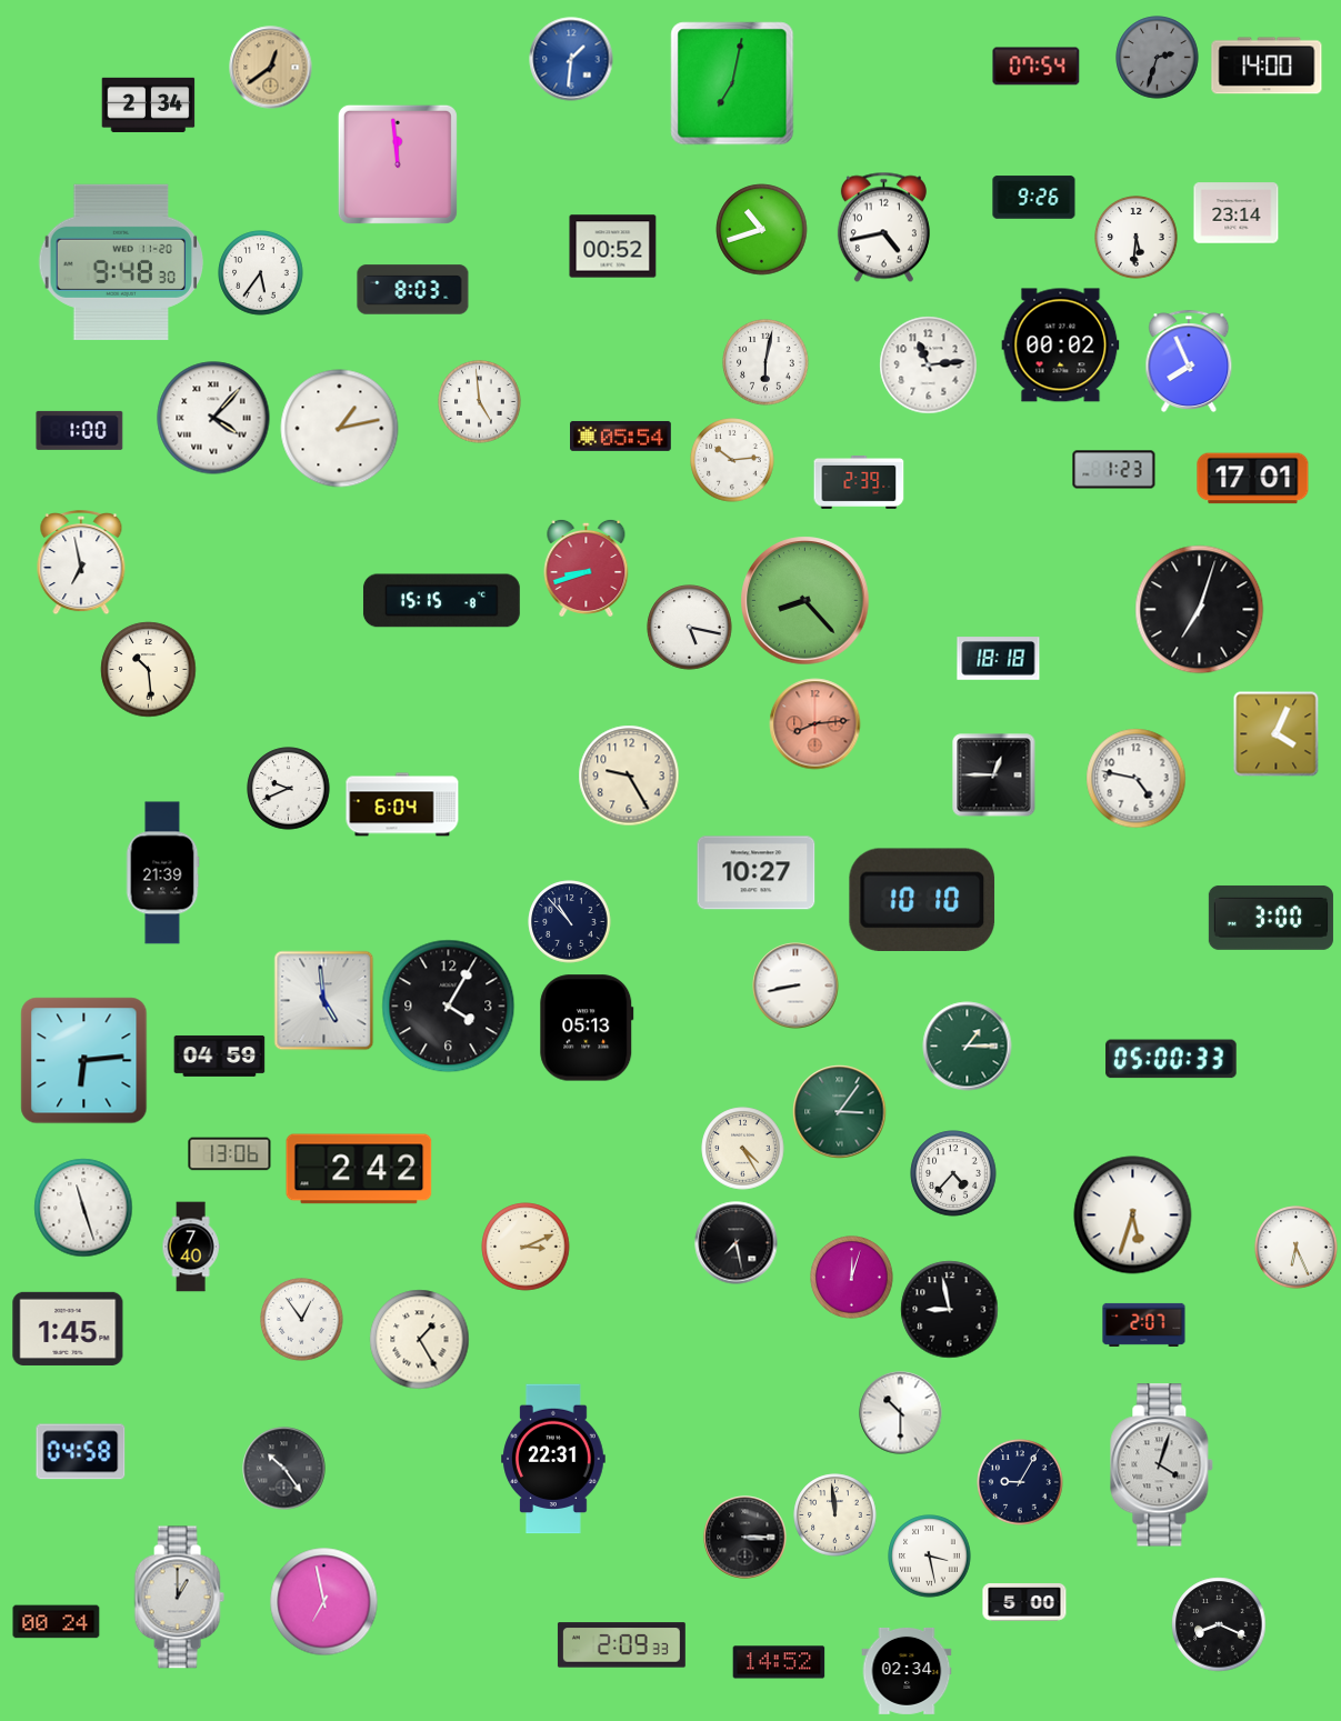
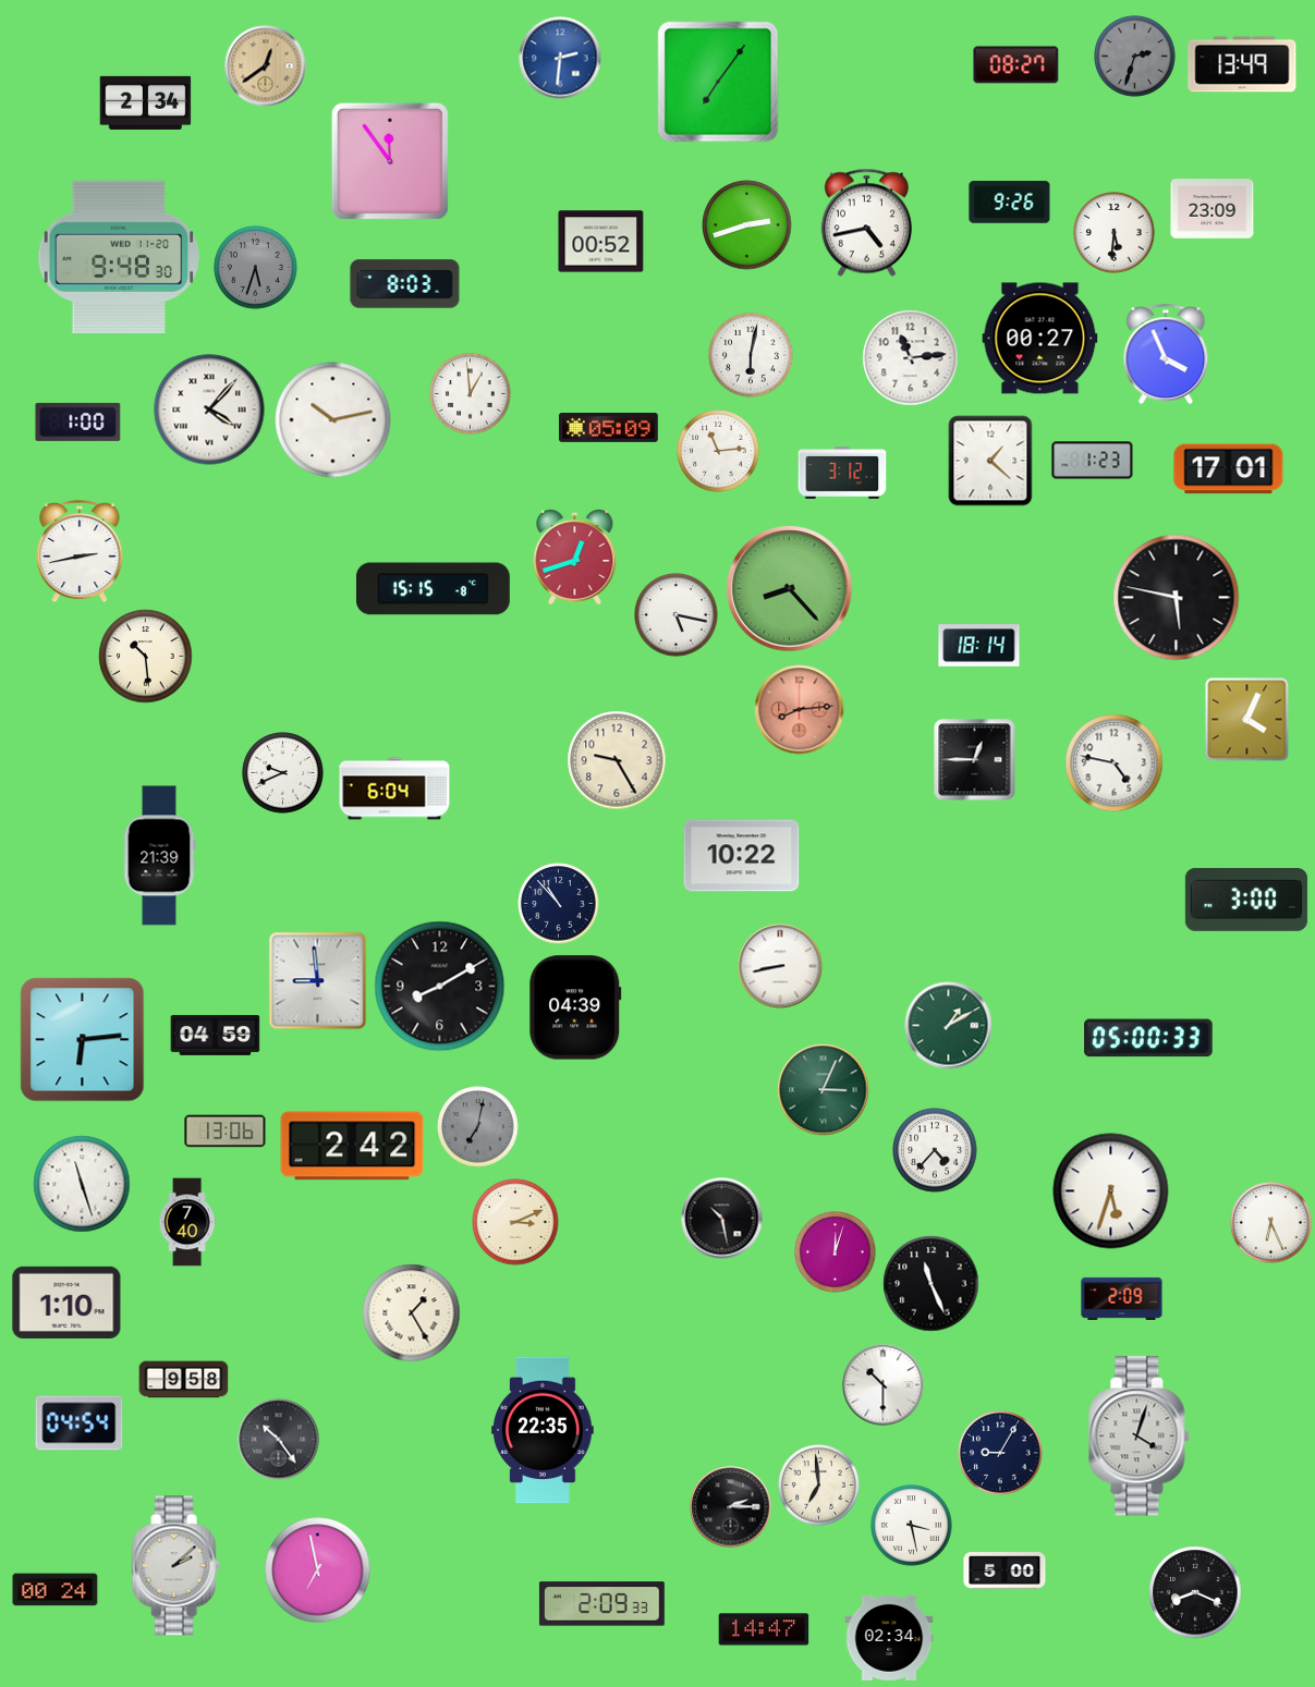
clock at (571, 59): 1:31 -> 2:31
clock at (1267, 66): 14:00 -> 13:49
clock at (1037, 67): 07:54 -> 08:27
clock at (732, 83): 7:02 -> 7:06
clock at (398, 164): 11:59 -> 11:54
clock at (1034, 198) position: (1034, 198) -> (1010, 203)
clock at (1237, 213): 23:14 -> 23:09
clock at (762, 230): 10:42 -> 2:42
clock at (261, 273): 5:36 -> 5:33
clock at (261, 273) dial: white -> grey
clock at (1061, 346): 00:02 -> 00:27
clock at (1189, 361): 7:56 -> 3:56
clock at (480, 402): 4:59 -> 12:59
clock at (340, 429): 1:13 -> 10:13
clock at (621, 436): 05:54 -> 05:09
clock at (732, 460): 10:14 -> 11:14
clock at (990, 461): none -> 1:22
clock at (859, 483): 2:39 -> 3:12
clock at (81, 563): 6:58 -> 2:43
clock at (587, 568): 8:42 -> 12:42
clock at (1200, 610): 7:03 -> 5:47
clock at (999, 659): 18:18 -> 18:14
clock at (1277, 734) position: (1277, 734) -> (1247, 720)
clock at (757, 873): 10:27 -> 10:22
clock at (922, 900): 10:10 -> none
clock at (324, 1001): 4:59 -> 8:59
clock at (449, 1007): 4:05 -> 8:10
clock at (587, 1028): 05:13 -> 04:39
clock at (968, 1047): 1:15 -> 1:10
clock at (840, 1112): 3:06 -> 3:04
clock at (743, 1149): 4:25 -> none
clock at (478, 1127): none -> 7:02
clock at (737, 1243): 7:28 -> 10:28
clock at (950, 1310): 8:58 -> 11:26
clock at (302, 1320): 12:54 -> none
clock at (1144, 1324): 2:07 -> 2:09
clock at (68, 1329): 1:45 -> 1:10
clock at (184, 1380): none -> 9:58
clock at (81, 1452): 04:58 -> 04:54
clock at (554, 1459): 22:31 -> 22:35
clock at (835, 1515): 11:59 -> 6:59
clock at (745, 1538): 3:15 -> 2:15
clock at (179, 1598): 1:00 -> 2:08
clock at (621, 1645) position: (621, 1645) -> (601, 1604)
clock at (779, 1662): 14:52 -> 14:47
